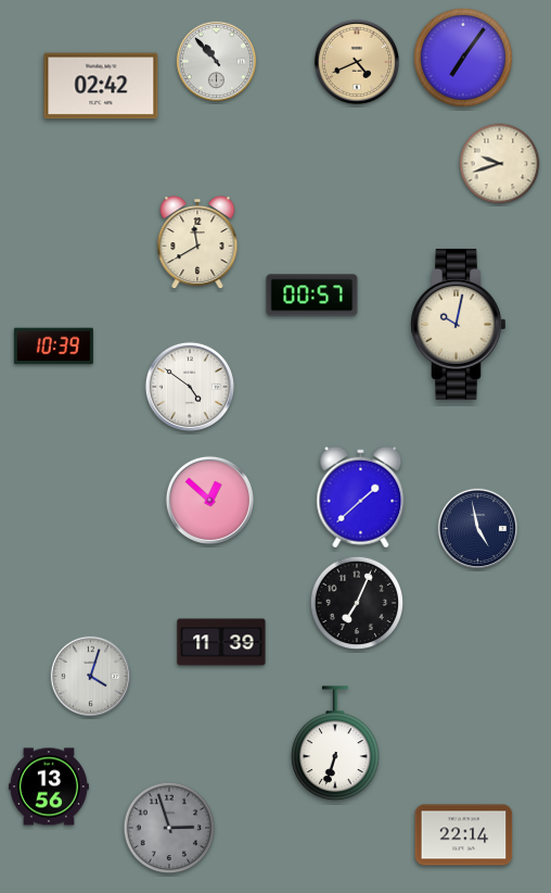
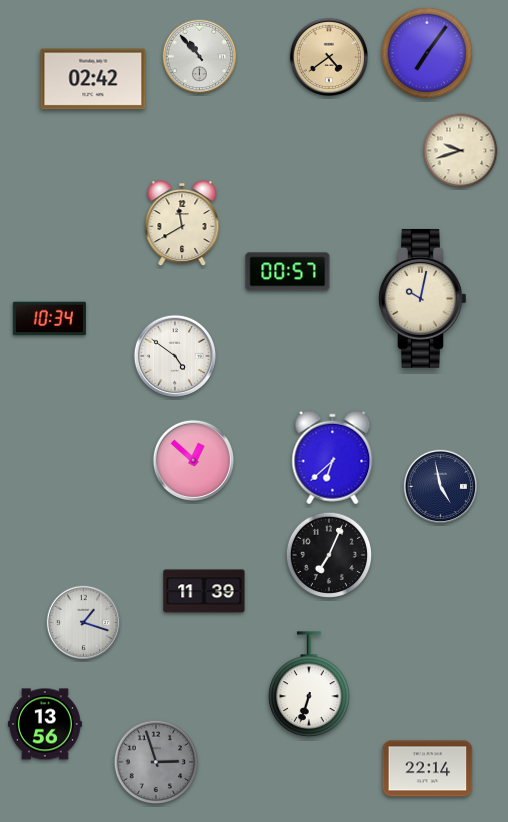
clock at (356, 61): 4:41 -> 4:39
clock at (53, 347): 10:39 -> 10:34
clock at (361, 498): 1:38 -> 6:38
clock at (91, 677): 4:03 -> 1:18
